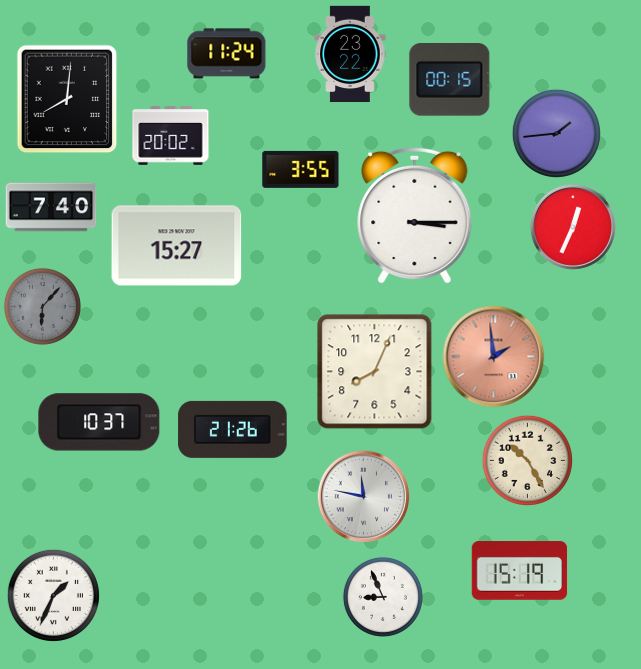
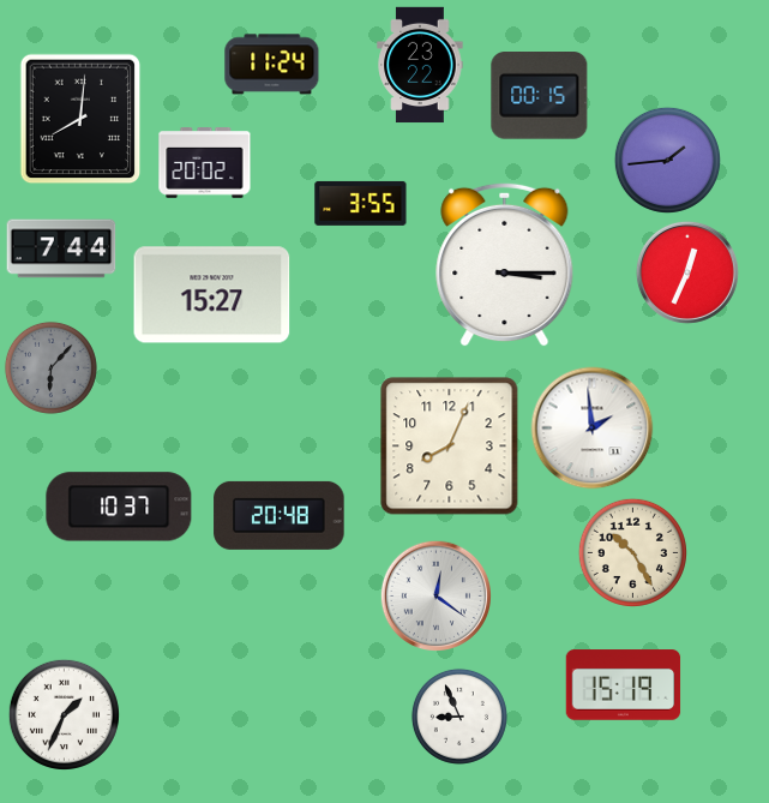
clock at (51, 207): 7:40 -> 7:44
clock at (415, 215) position: (415, 215) -> (505, 264)
clock at (494, 357) dial: salmon -> white
clock at (233, 429): 21:26 -> 20:48
clock at (363, 496): 11:47 -> 12:21
